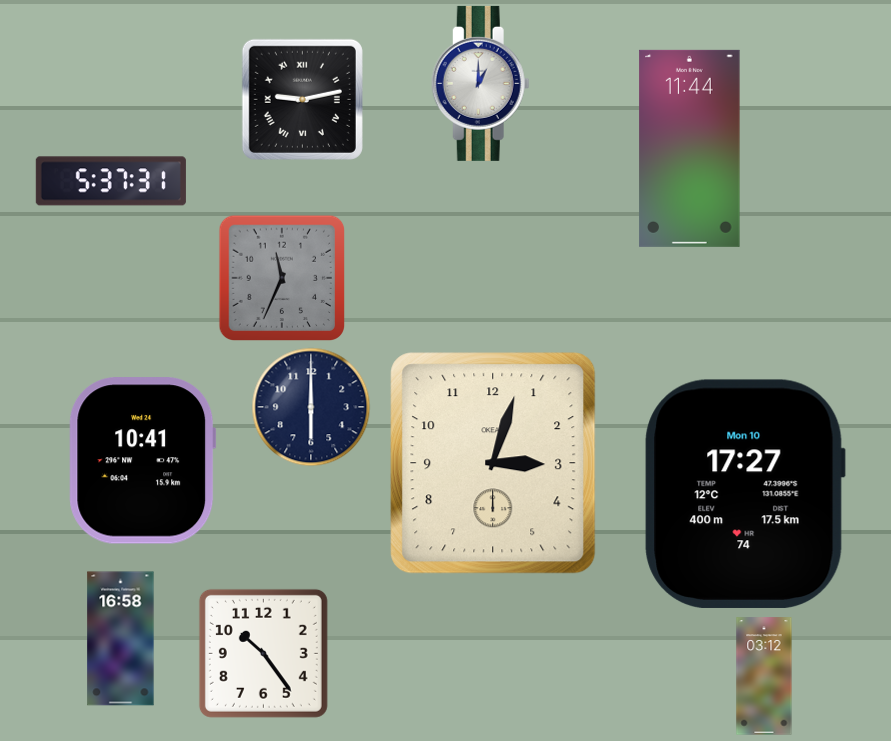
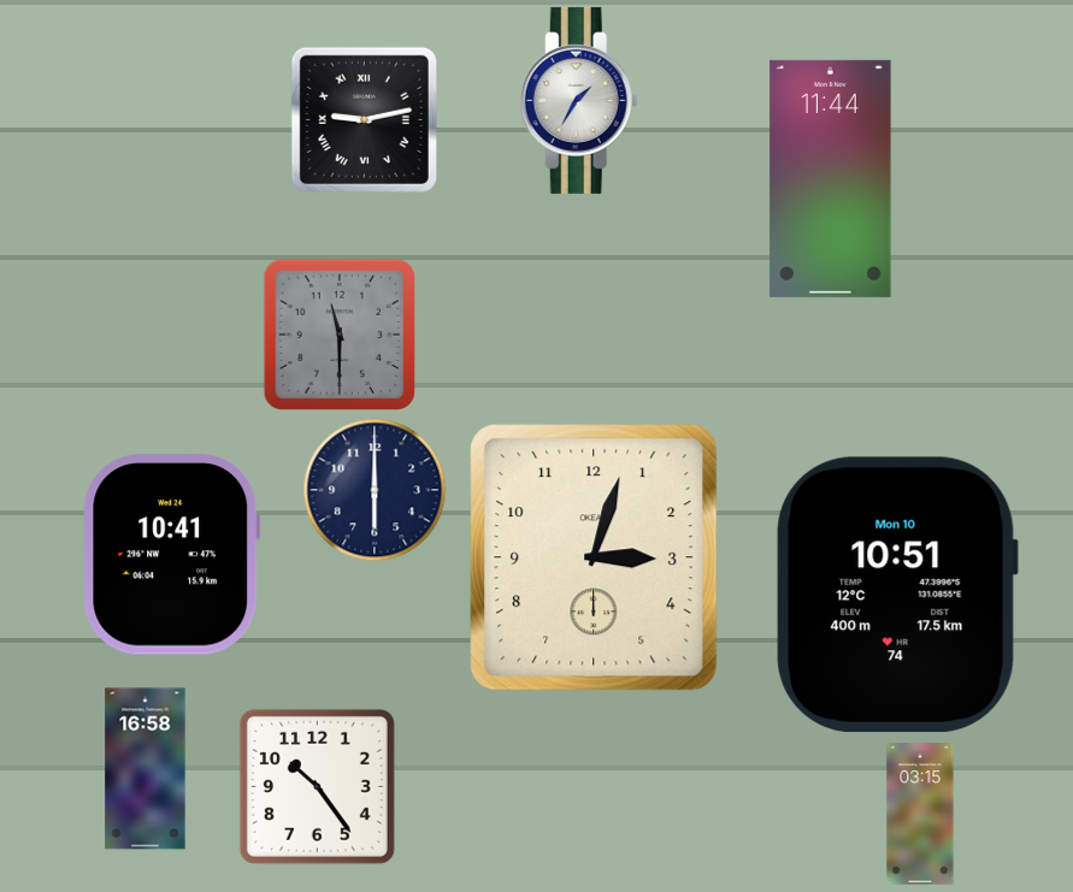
clock at (480, 83): 1:00 -> 1:35
clock at (111, 181): 5:37 -> none
clock at (282, 278): 11:34 -> 11:30
clock at (745, 494): 17:27 -> 10:51
clock at (764, 676): 03:12 -> 03:15
